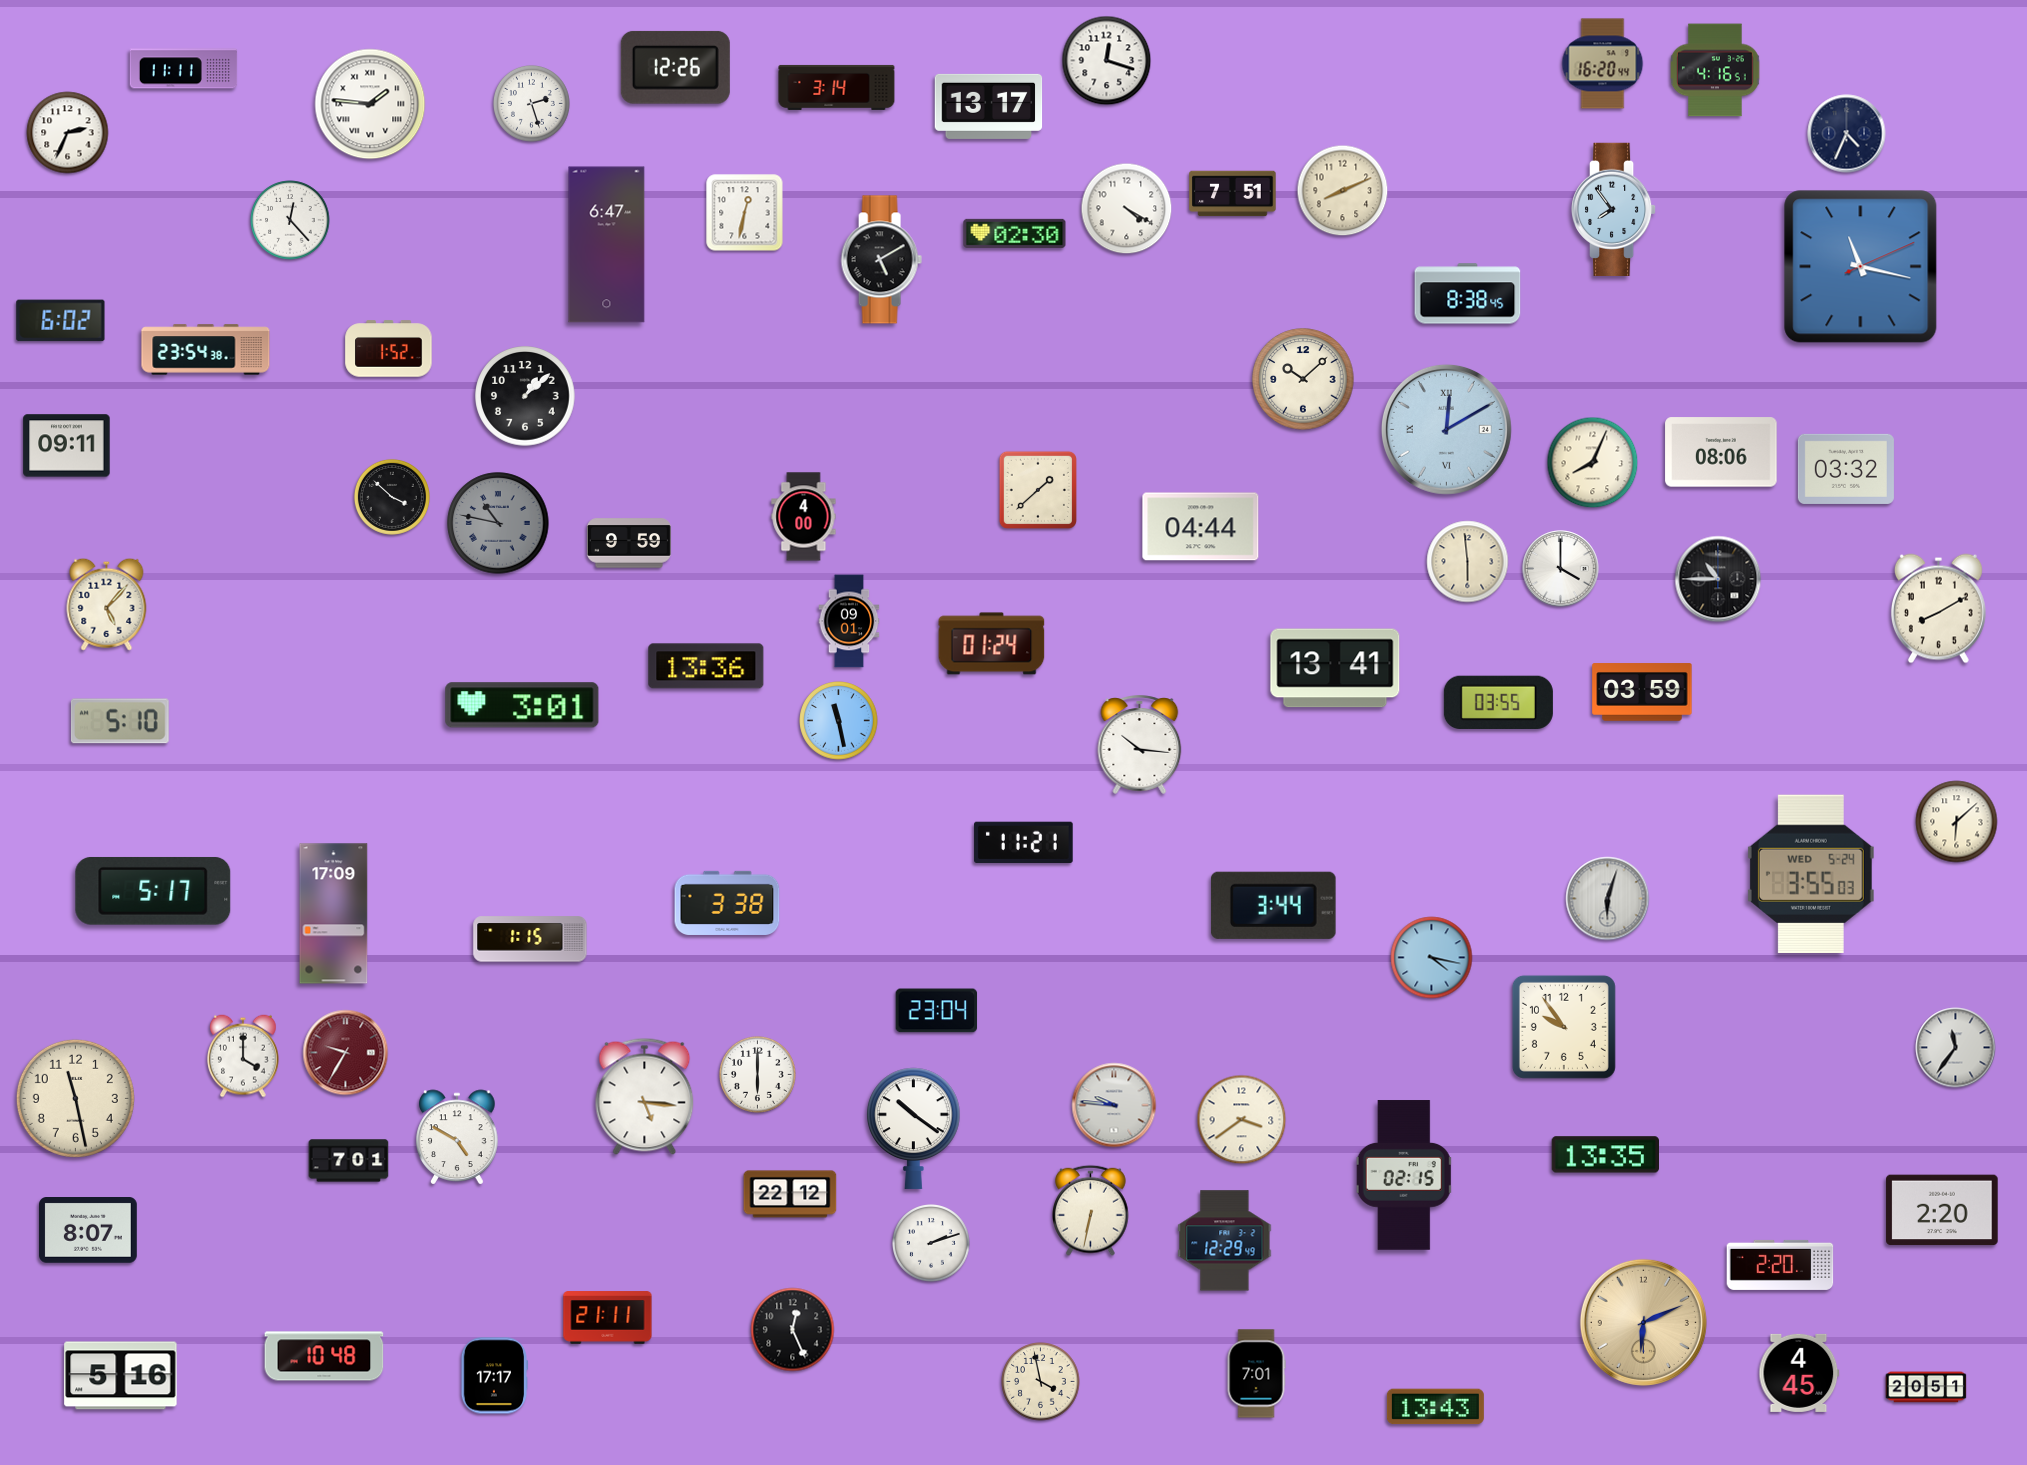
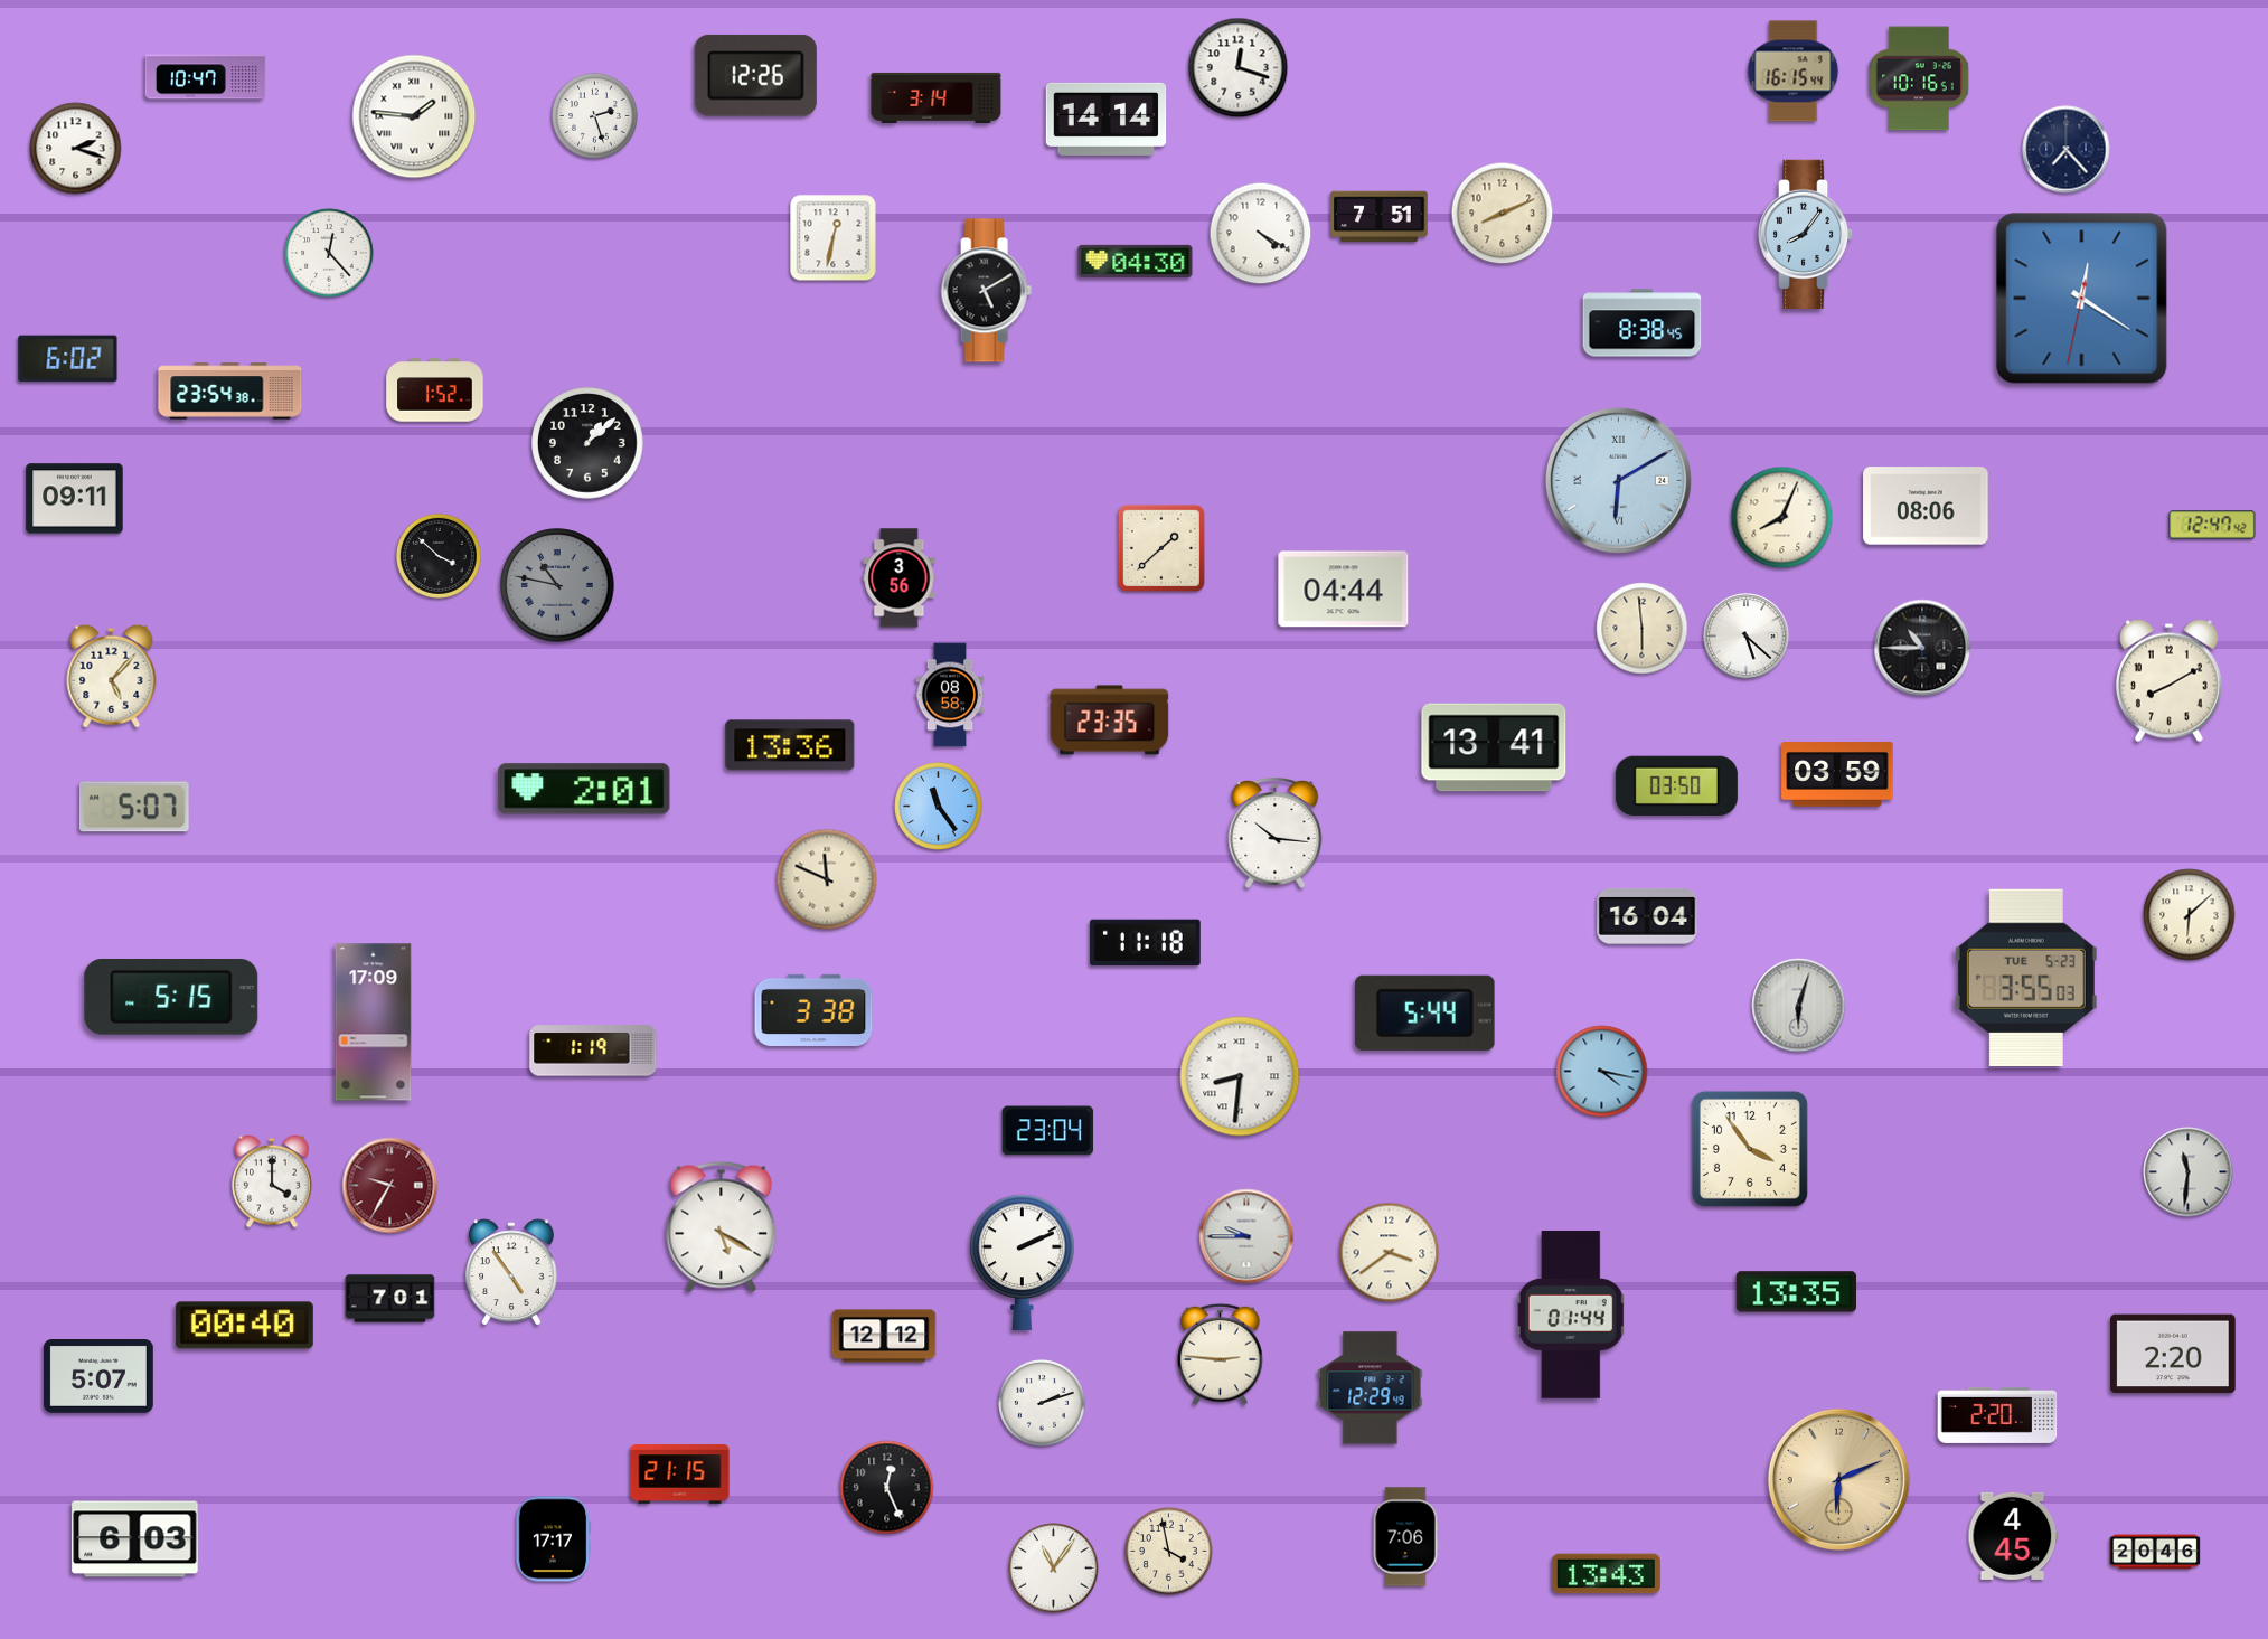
clock at (1603, 64): 16:20 -> 16:15
clock at (184, 69): 11:11 -> 10:47
clock at (1716, 70): 4:16 -> 10:16
clock at (989, 106): 13:17 -> 14:14
clock at (68, 133): 2:34 -> 2:18
clock at (1847, 134): 4:34 -> 7:23
clock at (1614, 209): 7:54 -> 8:06
clock at (290, 220) position: (290, 220) -> (329, 253)
clock at (1015, 233): 02:30 -> 04:30
clock at (607, 245): 6:47 -> none
clock at (1861, 267): 11:17 -> 12:20
clock at (1468, 294) position: (1468, 294) -> (1643, 323)
clock at (1303, 379): 10:08 -> none
clock at (1446, 429): 12:10 -> 6:10
clock at (1846, 469): 03:32 -> none
clock at (2212, 525): none -> 12:47
clock at (804, 517): 4:00 -> 3:56
clock at (629, 543): 9:59 -> none
clock at (1561, 569): 4:00 -> 5:22
clock at (107, 604) position: (107, 604) -> (112, 676)
clock at (849, 621): 09:01 -> 08:58
clock at (992, 644): 01:24 -> 23:35
clock at (1498, 703): 03:55 -> 03:50
clock at (522, 705): 3:01 -> 2:01
clock at (120, 721): 5:10 -> 5:07
clock at (839, 721): 11:28 -> 11:24
clock at (827, 879): none -> 11:49
clock at (1647, 916): none -> 16:04
clock at (1957, 822) position: (1957, 822) -> (2190, 915)
clock at (1024, 843): 11:21 -> 11:18
clock at (1811, 874) date: WED 5-24 -> TUE 5-23
clock at (153, 891): 5:17 -> 5:15
clock at (1273, 905): 3:44 -> 5:44
clock at (530, 939): 1:15 -> 1:19
clock at (1240, 1076): none -> 8:31
clock at (1564, 1027): 9:54 -> 3:54
clock at (1956, 1048): 11:36 -> 11:31
clock at (346, 1053) position: (346, 1053) -> (390, 1186)
clock at (757, 1074): 6:00 -> none
clock at (645, 1096): 5:16 -> 5:20
clock at (75, 1098): 11:28 -> none
clock at (1114, 1105): 9:46 -> 9:45
clock at (914, 1128): 10:21 -> 2:11
clock at (457, 1137): 4:50 -> 4:54
clock at (1404, 1175): 02:15 -> 01:44
clock at (244, 1326): none -> 00:40
clock at (790, 1194): 22:12 -> 12:12
clock at (1091, 1210): 6:32 -> 2:46
clock at (89, 1231): 8:07 -> 5:07
clock at (932, 1244) position: (932, 1244) -> (1043, 1404)
clock at (1780, 1265) position: (1780, 1265) -> (1997, 1415)
clock at (608, 1318): 21:11 -> 21:15
clock at (324, 1356): 10:48 -> none
clock at (1256, 1374): 7:01 -> 7:06
clock at (121, 1376): 5:16 -> 6:03
clock at (1041, 1382) position: (1041, 1382) -> (1169, 1552)
clock at (1926, 1387): 20:51 -> 20:46
clock at (1054, 1569): none -> 11:06
